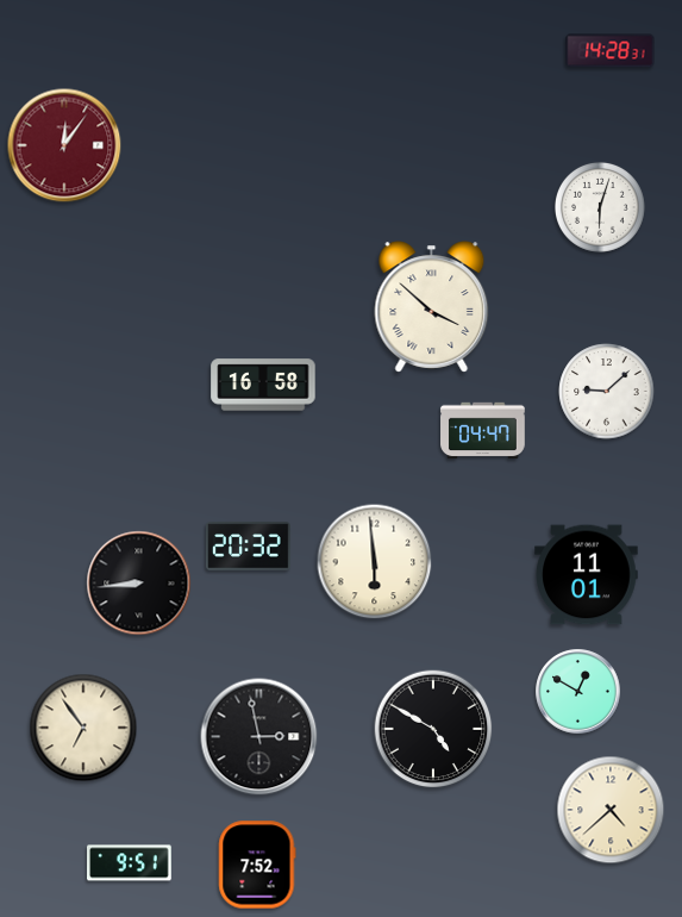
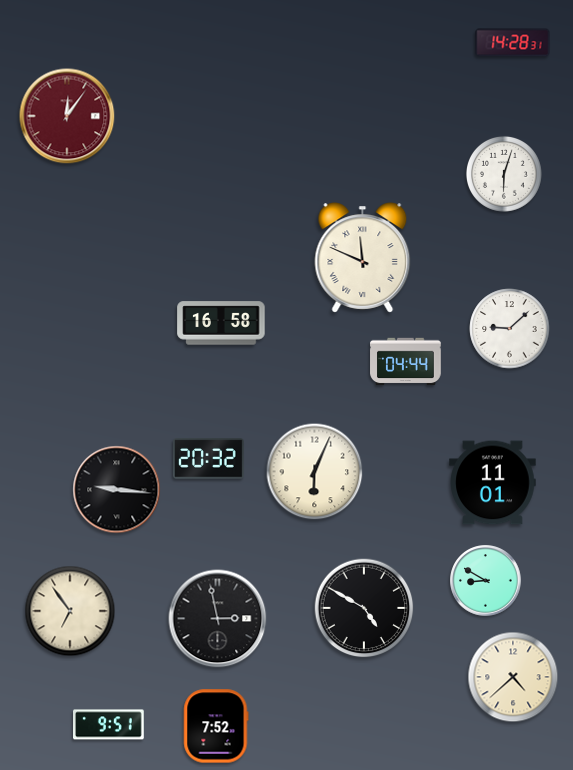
clock at (64, 145) position: (64, 145) -> (67, 116)
clock at (432, 307): 3:52 -> 11:49
clock at (483, 431): 04:47 -> 04:44
clock at (375, 562): 5:59 -> 6:04
clock at (139, 584): 8:44 -> 9:16
clock at (578, 692): 12:50 -> 8:50
clock at (433, 729) position: (433, 729) -> (364, 608)
clock at (611, 810) position: (611, 810) -> (513, 677)
